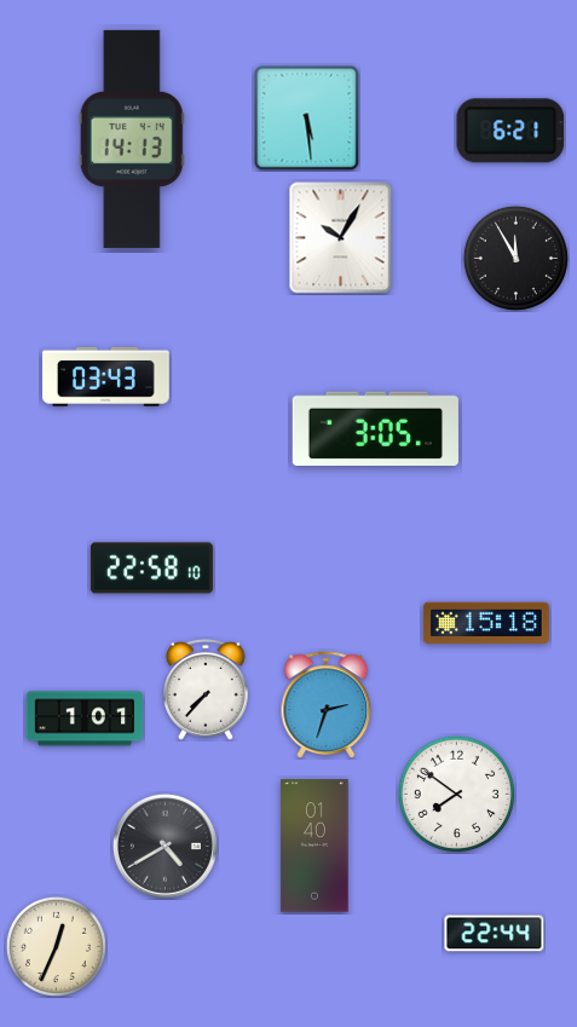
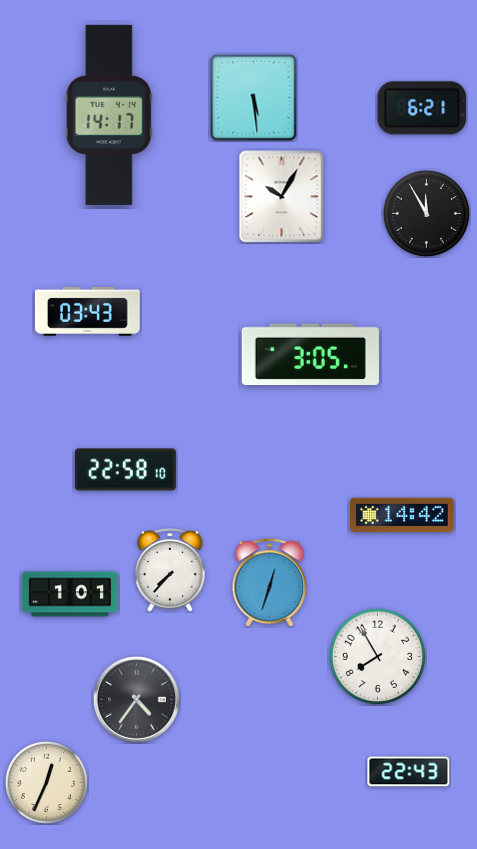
clock at (132, 139): 14:13 -> 14:17
clock at (486, 623): 15:18 -> 14:42
clock at (327, 705): 2:33 -> 12:33
clock at (456, 794): 7:51 -> 7:55
clock at (165, 846): 4:40 -> 4:36
clock at (315, 846): 01:40 -> none
clock at (495, 934): 22:44 -> 22:43
